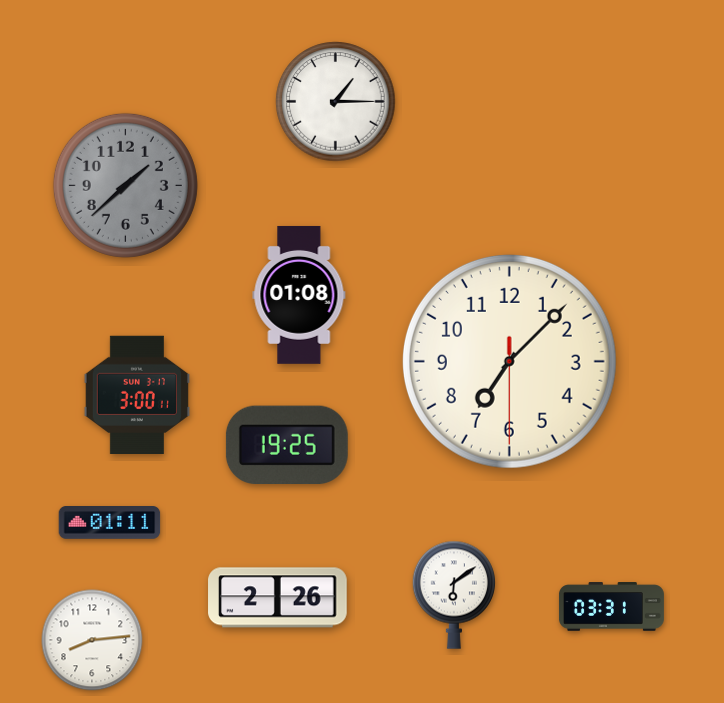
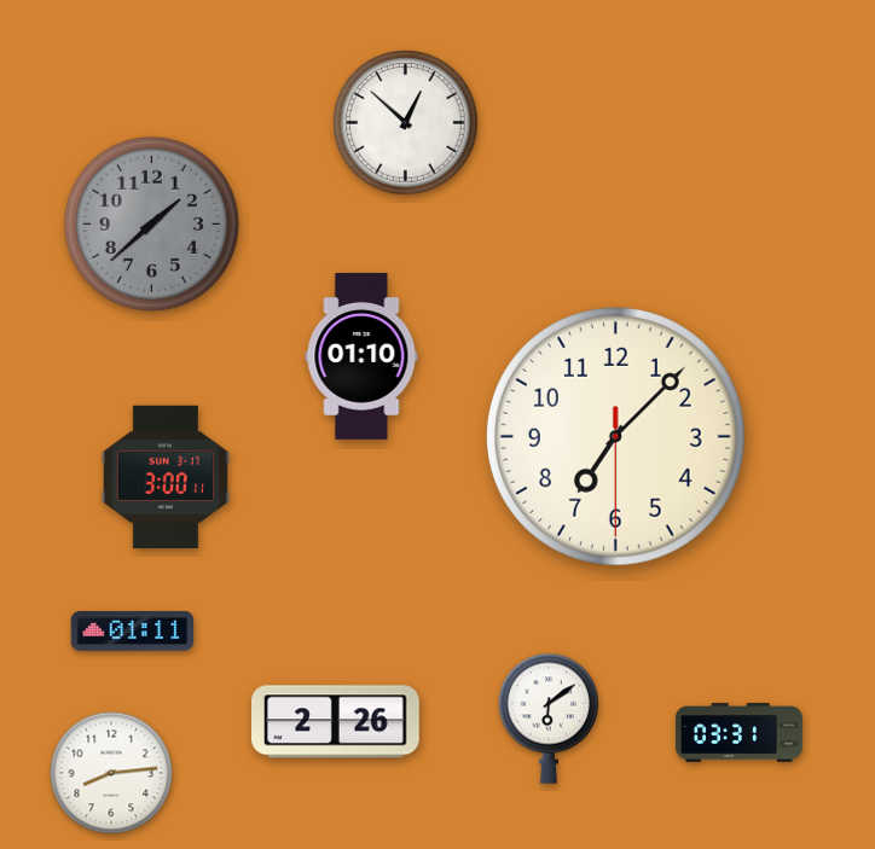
clock at (336, 102): 1:15 -> 12:52
clock at (299, 295): 01:08 -> 01:10
clock at (287, 445): 19:25 -> none
